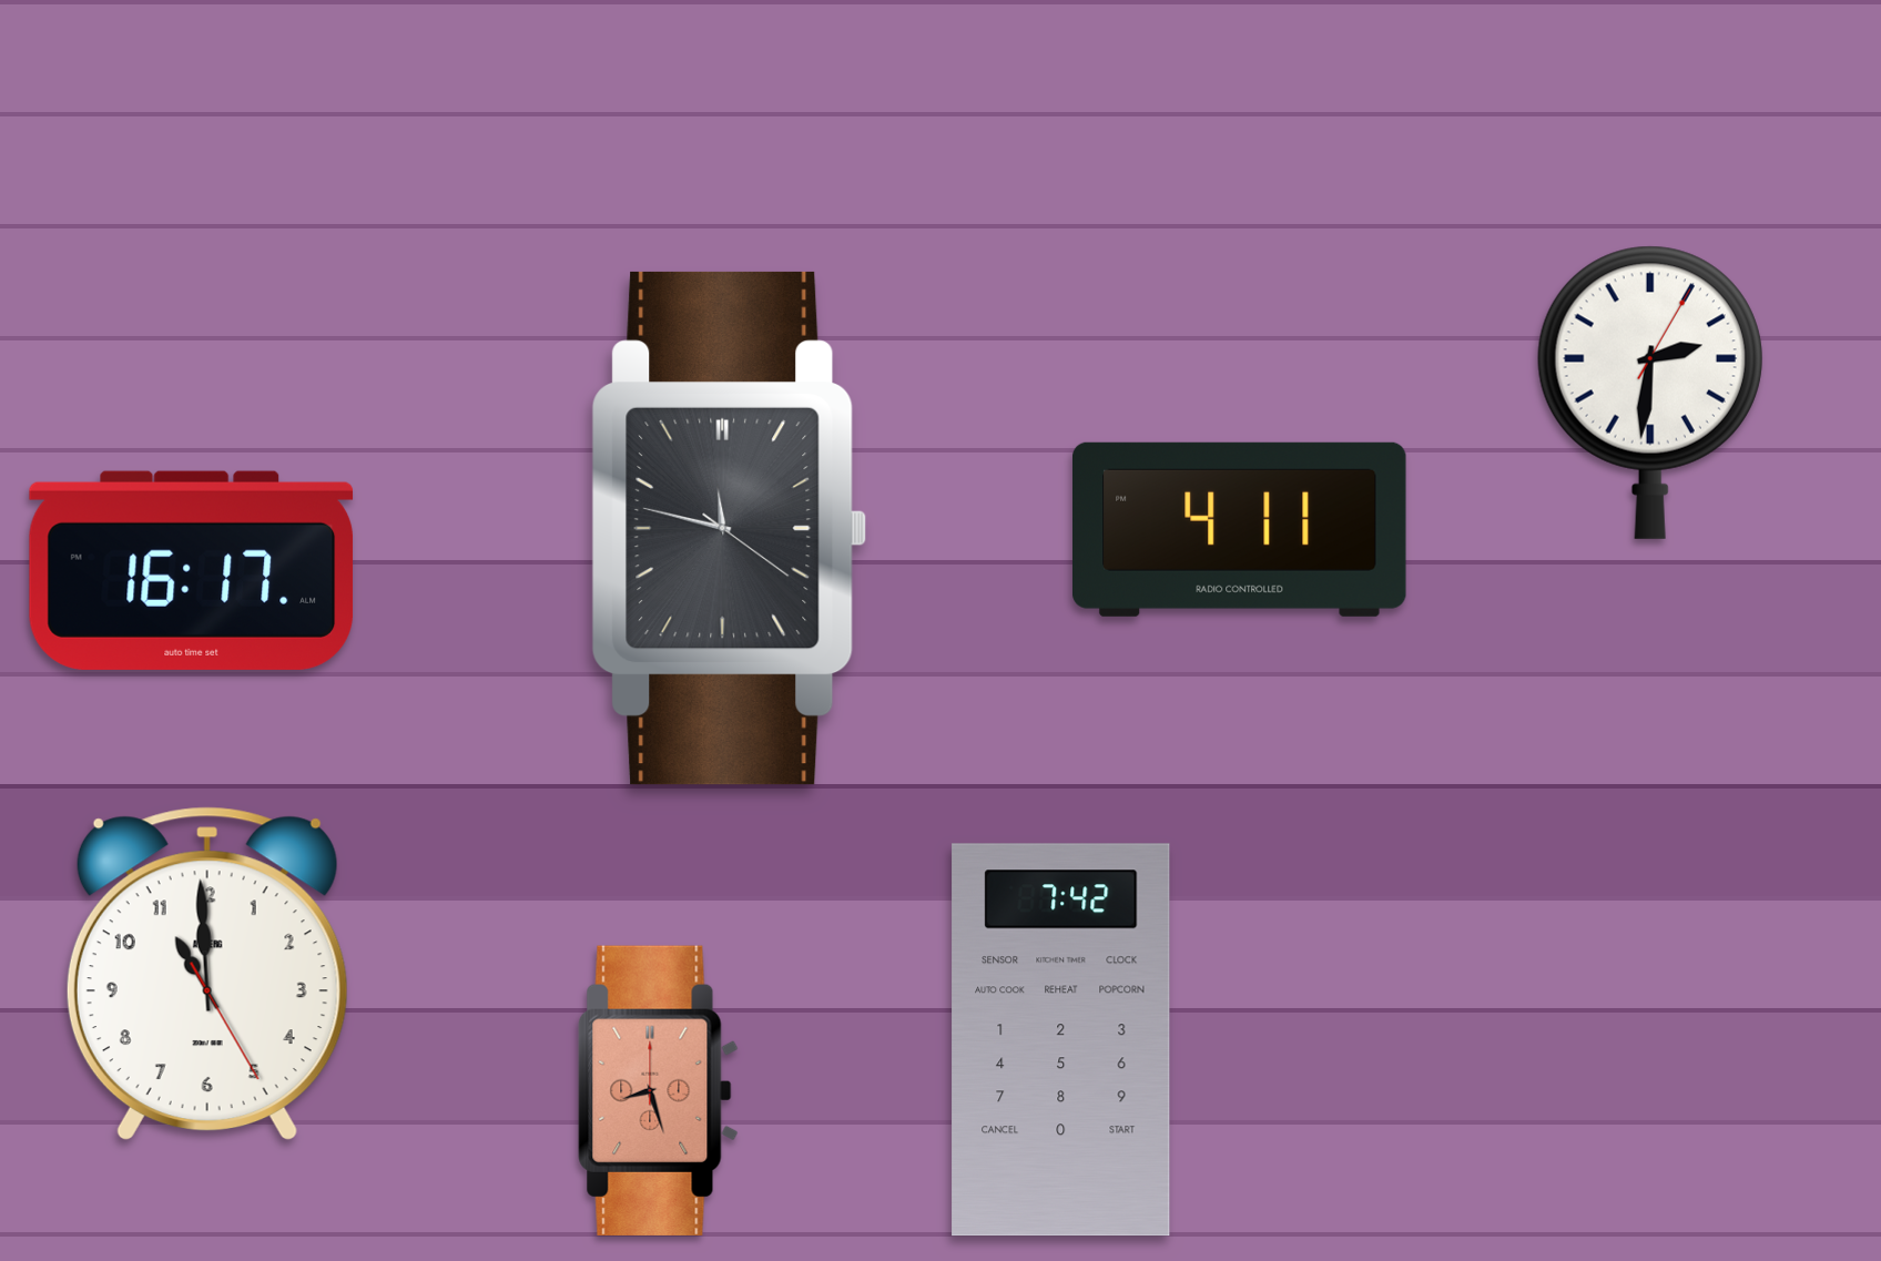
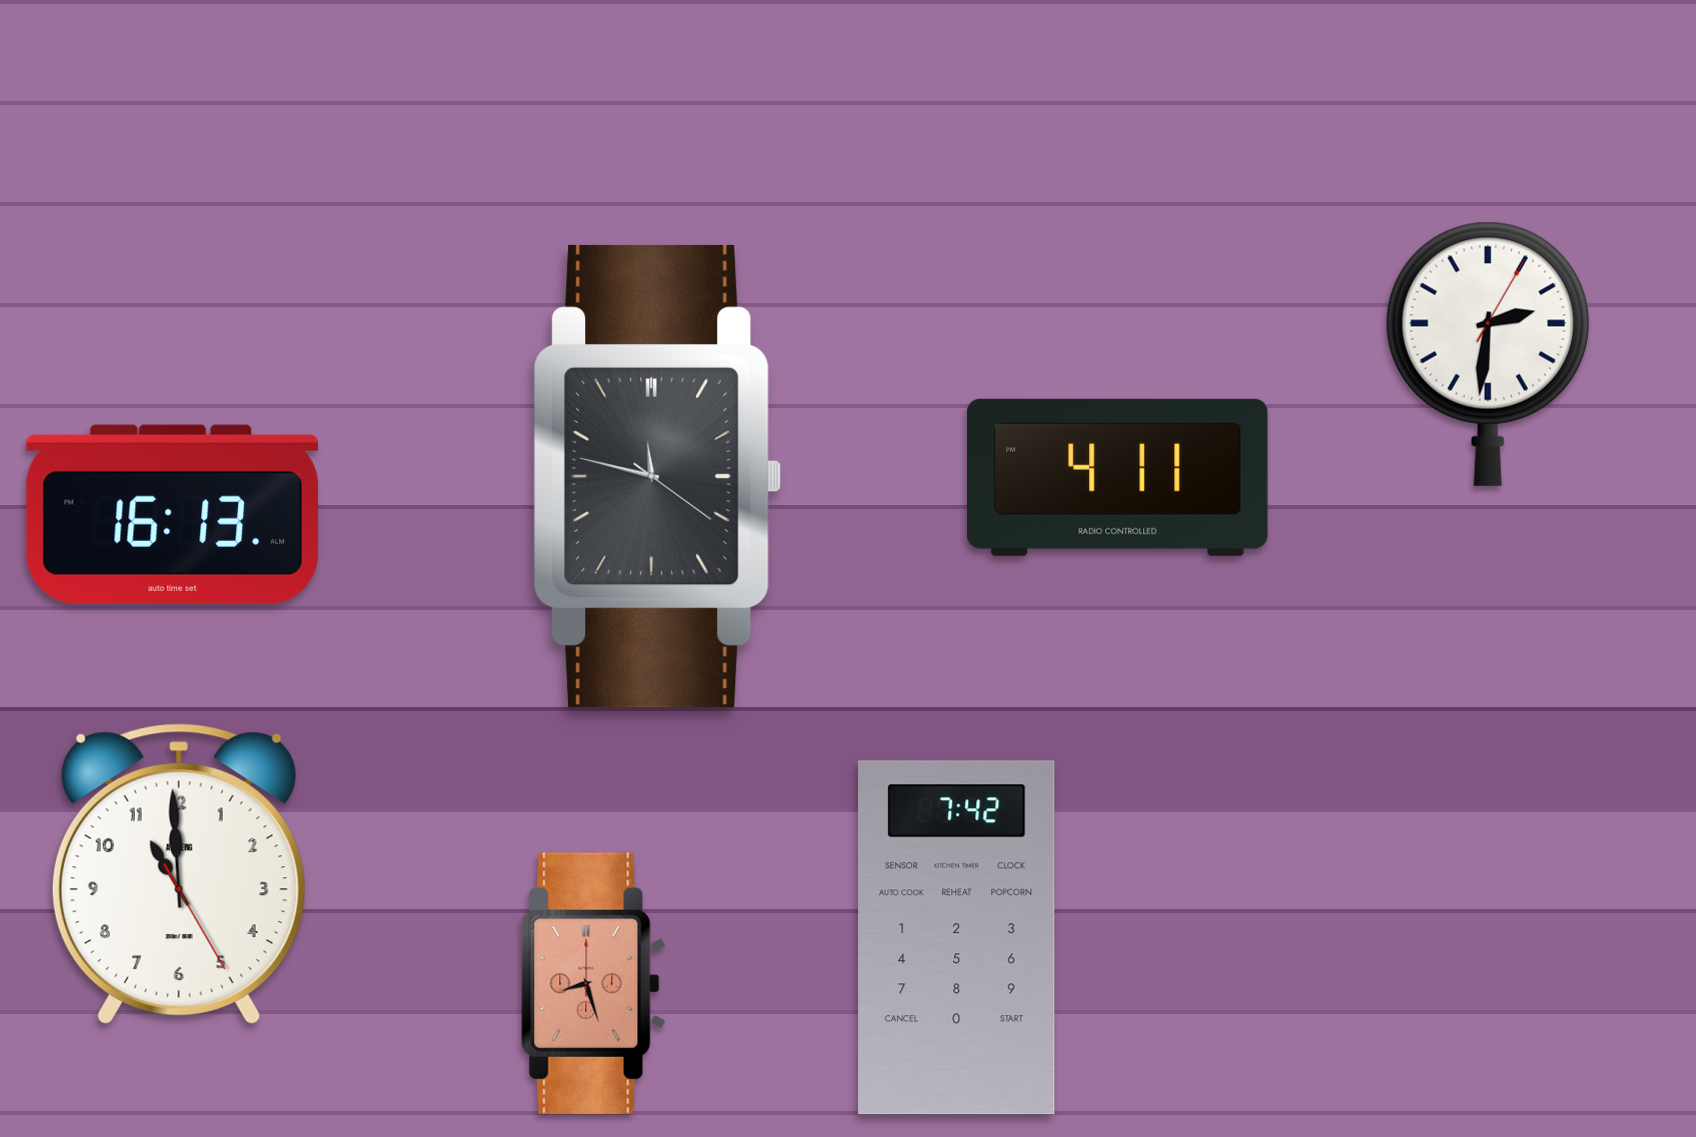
clock at (192, 570): 16:17 -> 16:13
clock at (207, 973) position: (207, 973) -> (179, 873)
